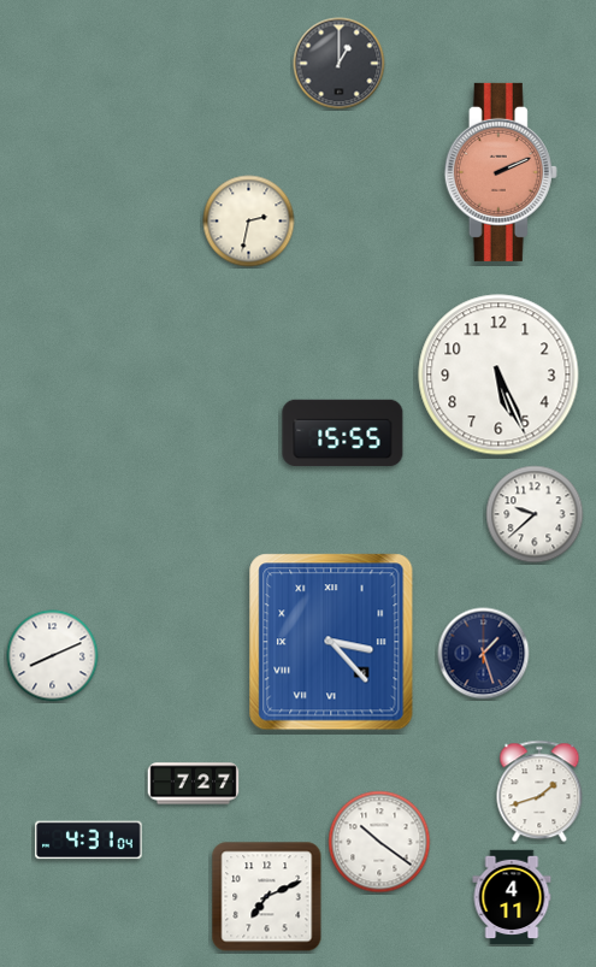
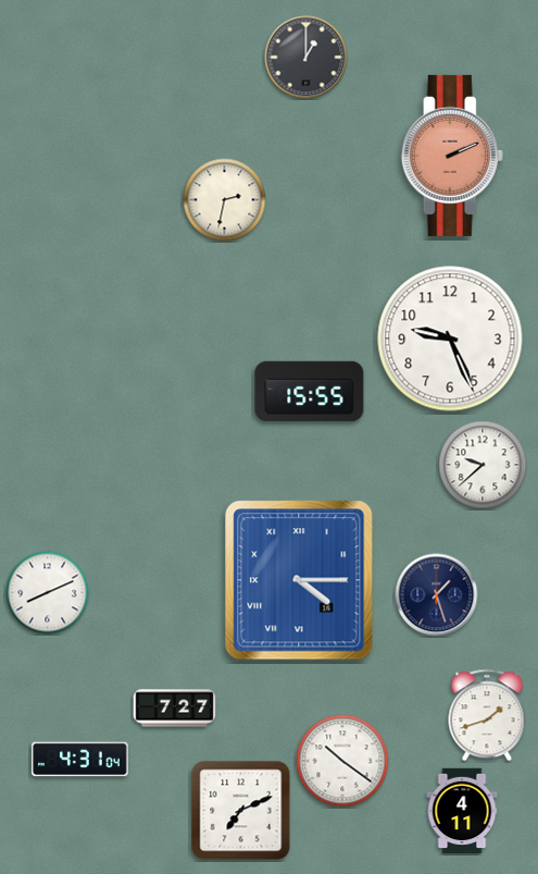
clock at (498, 375): 5:26 -> 9:26
clock at (331, 642): 3:23 -> 4:15
clock at (484, 654) position: (484, 654) -> (437, 595)
